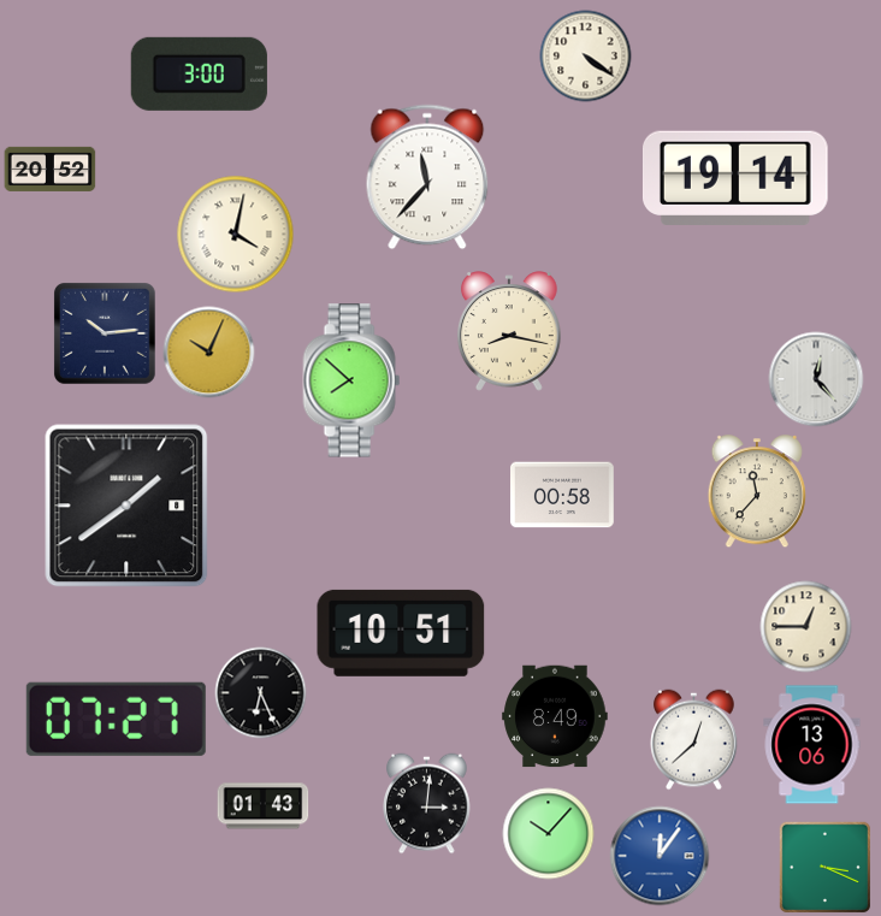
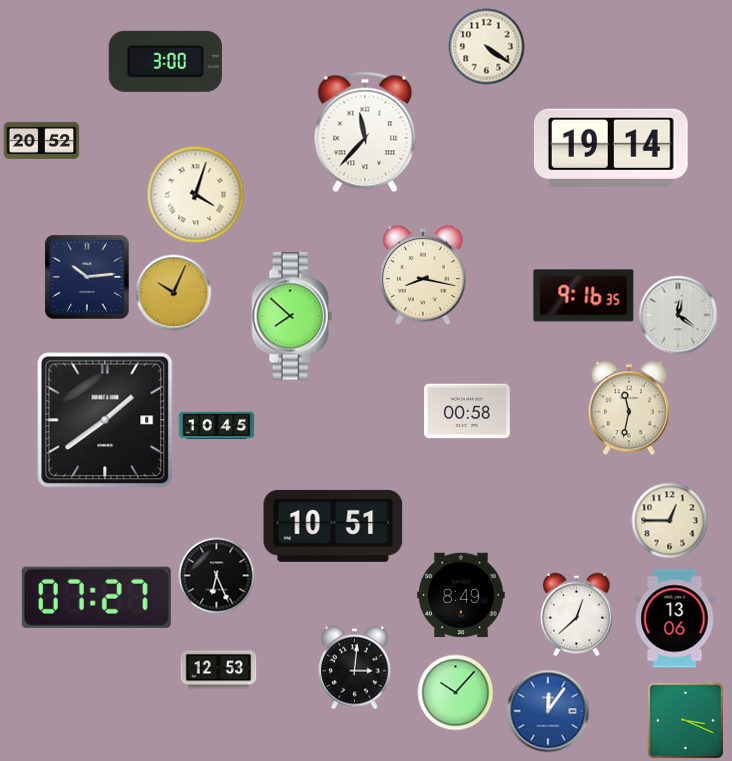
clock at (427, 177) position: (427, 177) -> (365, 132)
clock at (236, 235): 4:02 -> 4:03
clock at (584, 296): none -> 9:16
clock at (816, 379): 12:23 -> 12:21
clock at (757, 492): 11:37 -> 11:32
clock at (217, 426): none -> 10:45
clock at (264, 806): 01:43 -> 12:53
